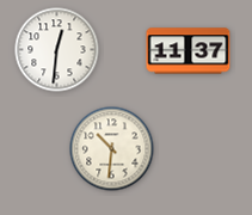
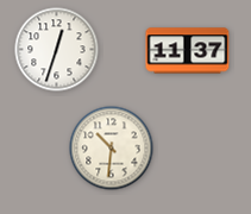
clock at (57, 50): 12:31 -> 12:33
